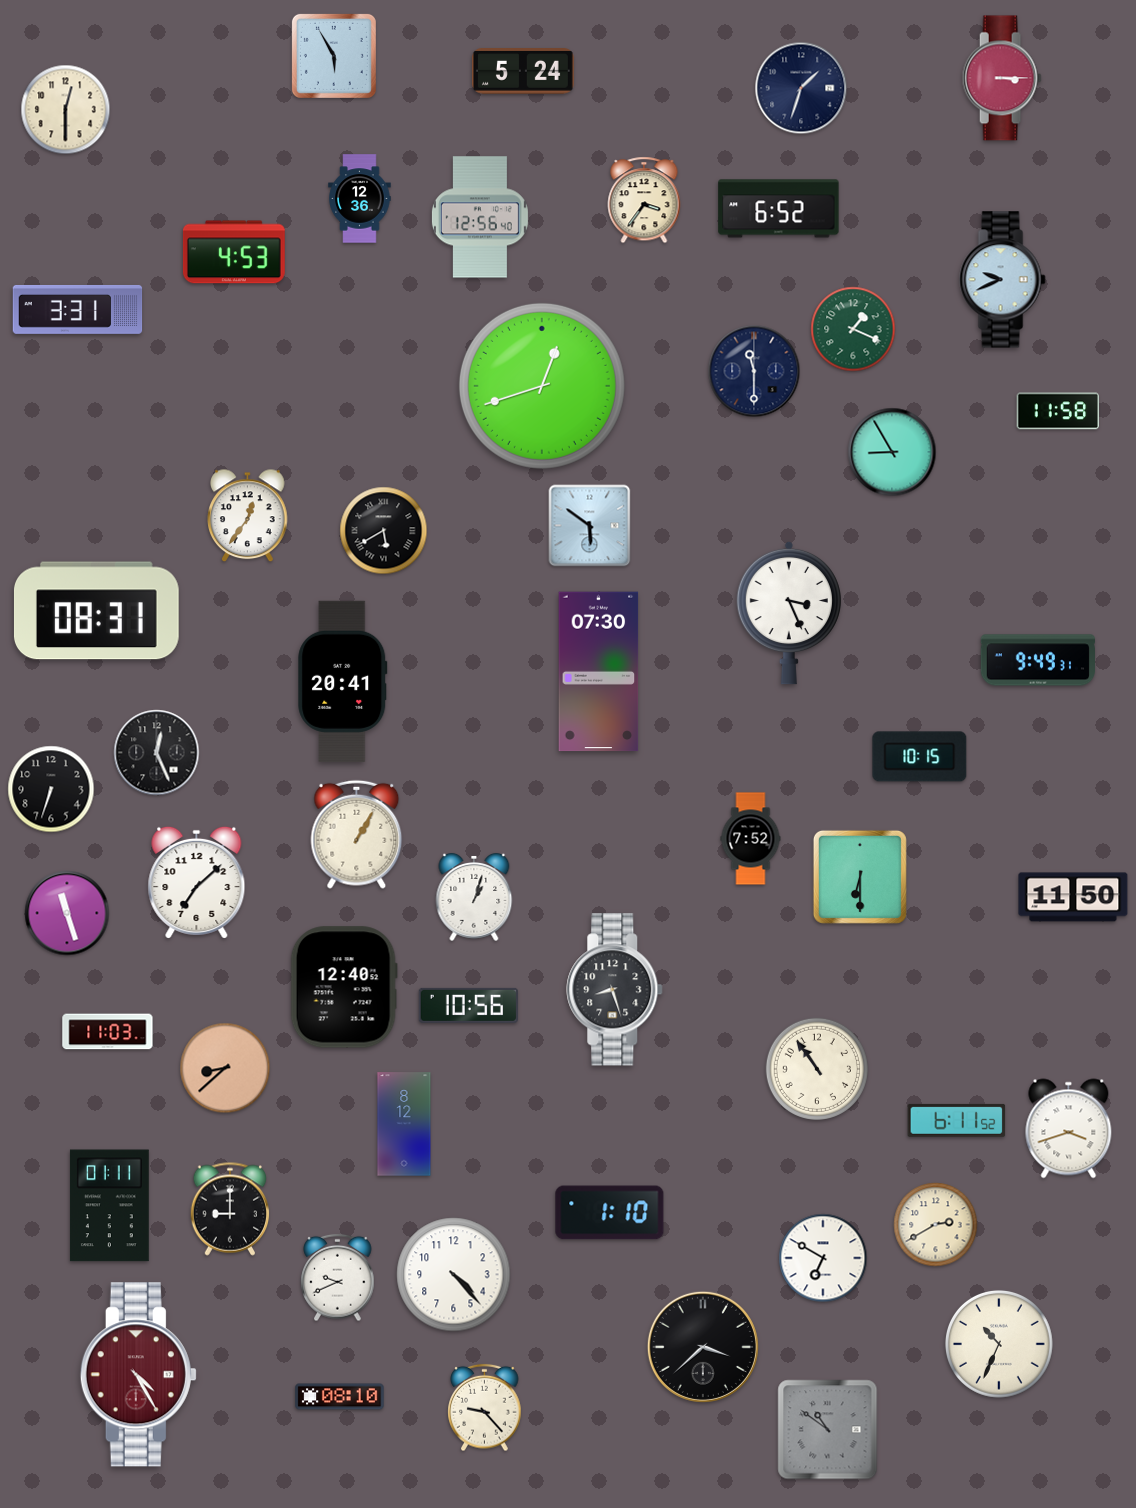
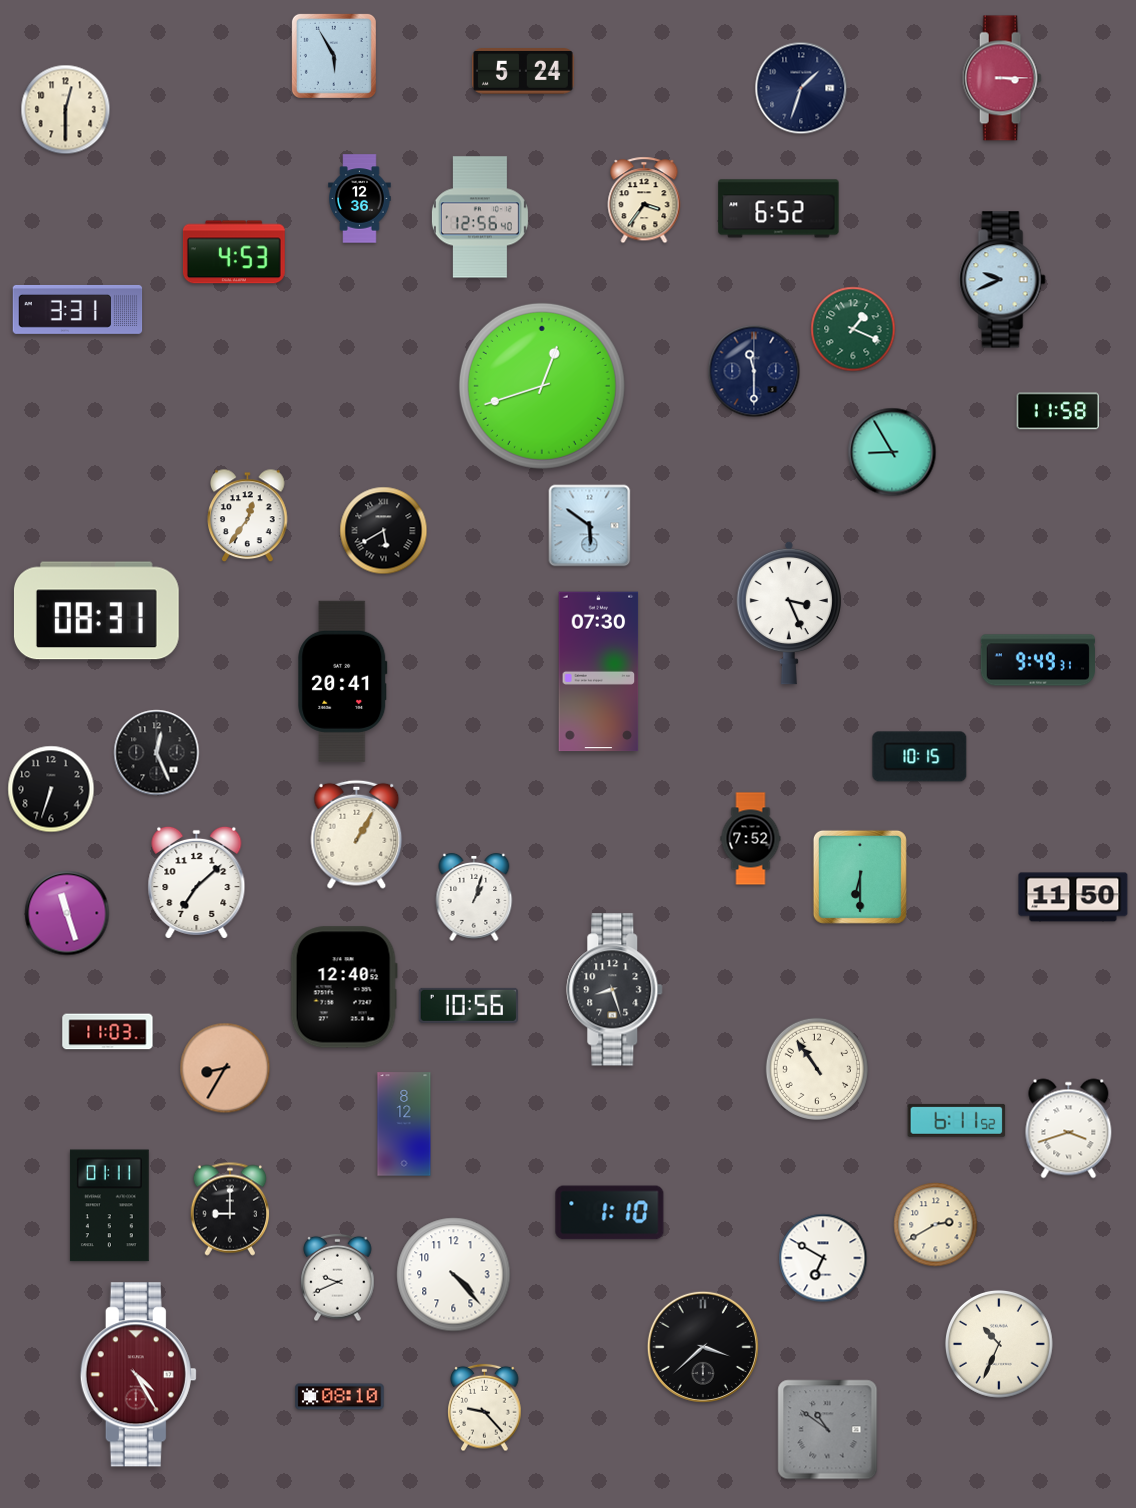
clock at (225, 1068): 8:38 -> 8:35
